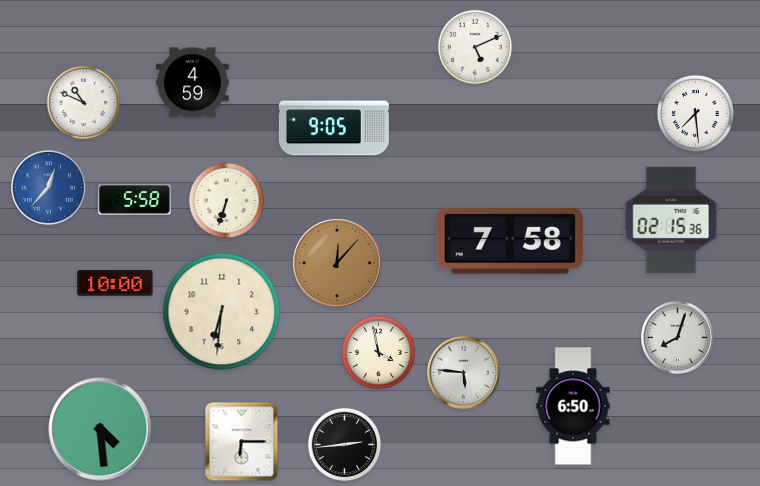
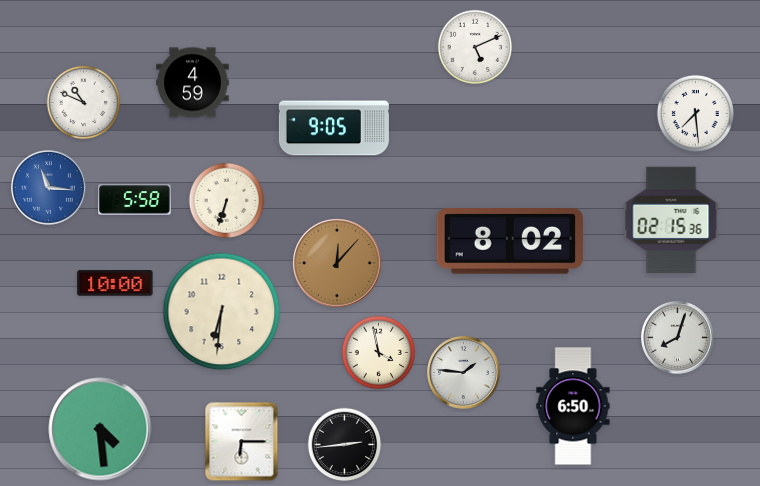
clock at (49, 188): 12:37 -> 11:16
clock at (510, 242): 7:58 -> 8:02
clock at (464, 373): 5:46 -> 1:46
